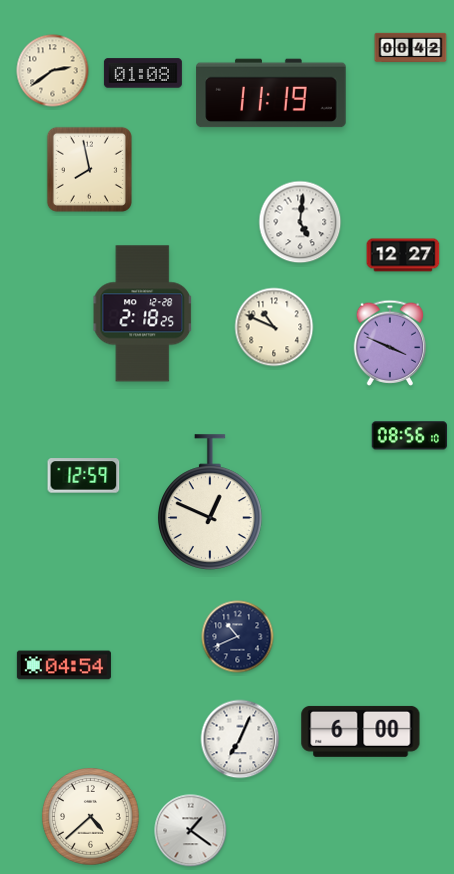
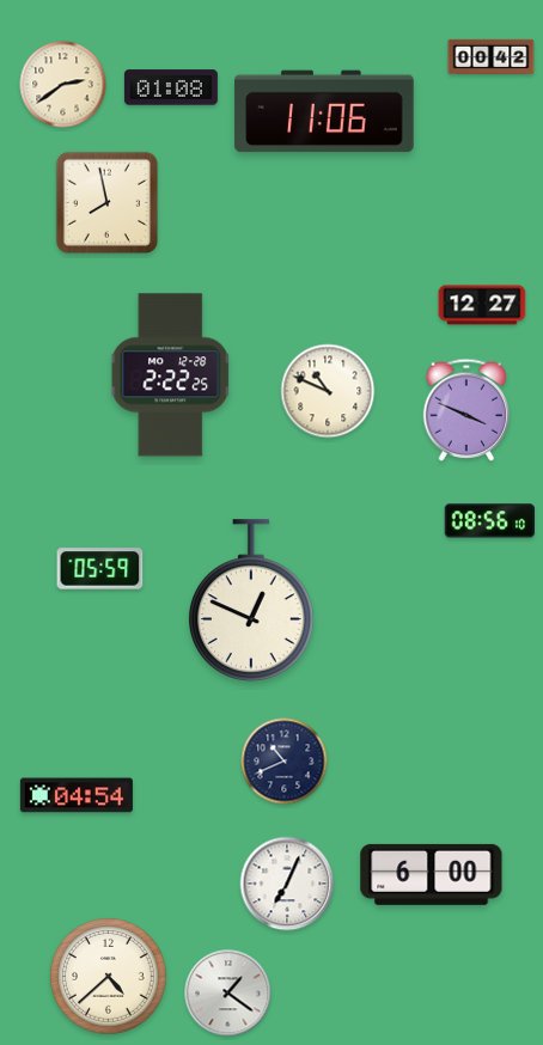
clock at (271, 93): 11:19 -> 11:06
clock at (300, 222): 5:01 -> none
clock at (142, 314): 2:18 -> 2:22
clock at (84, 476): 12:59 -> 05:59
